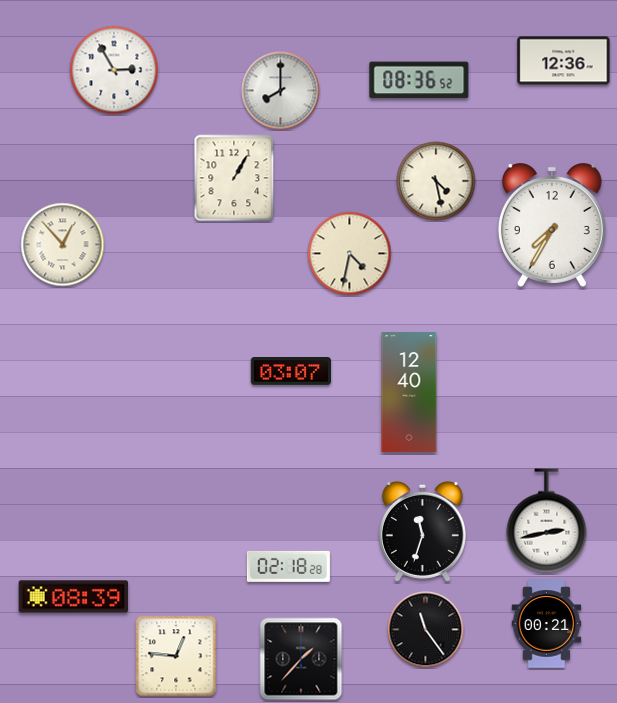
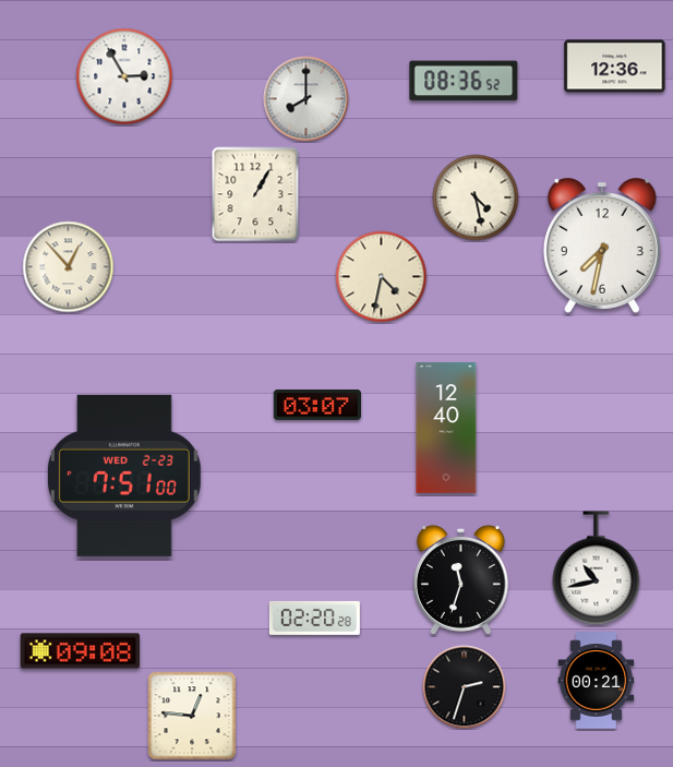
clock at (419, 80) position: (419, 80) -> (464, 81)
clock at (552, 225): 7:35 -> 7:32
clock at (124, 476): none -> 7:51
clock at (547, 521): 2:43 -> 10:43
clock at (288, 566): 02:18 -> 02:20
clock at (74, 597): 08:39 -> 09:08
clock at (426, 630): 11:24 -> 2:33
clock at (301, 659): 1:37 -> none
